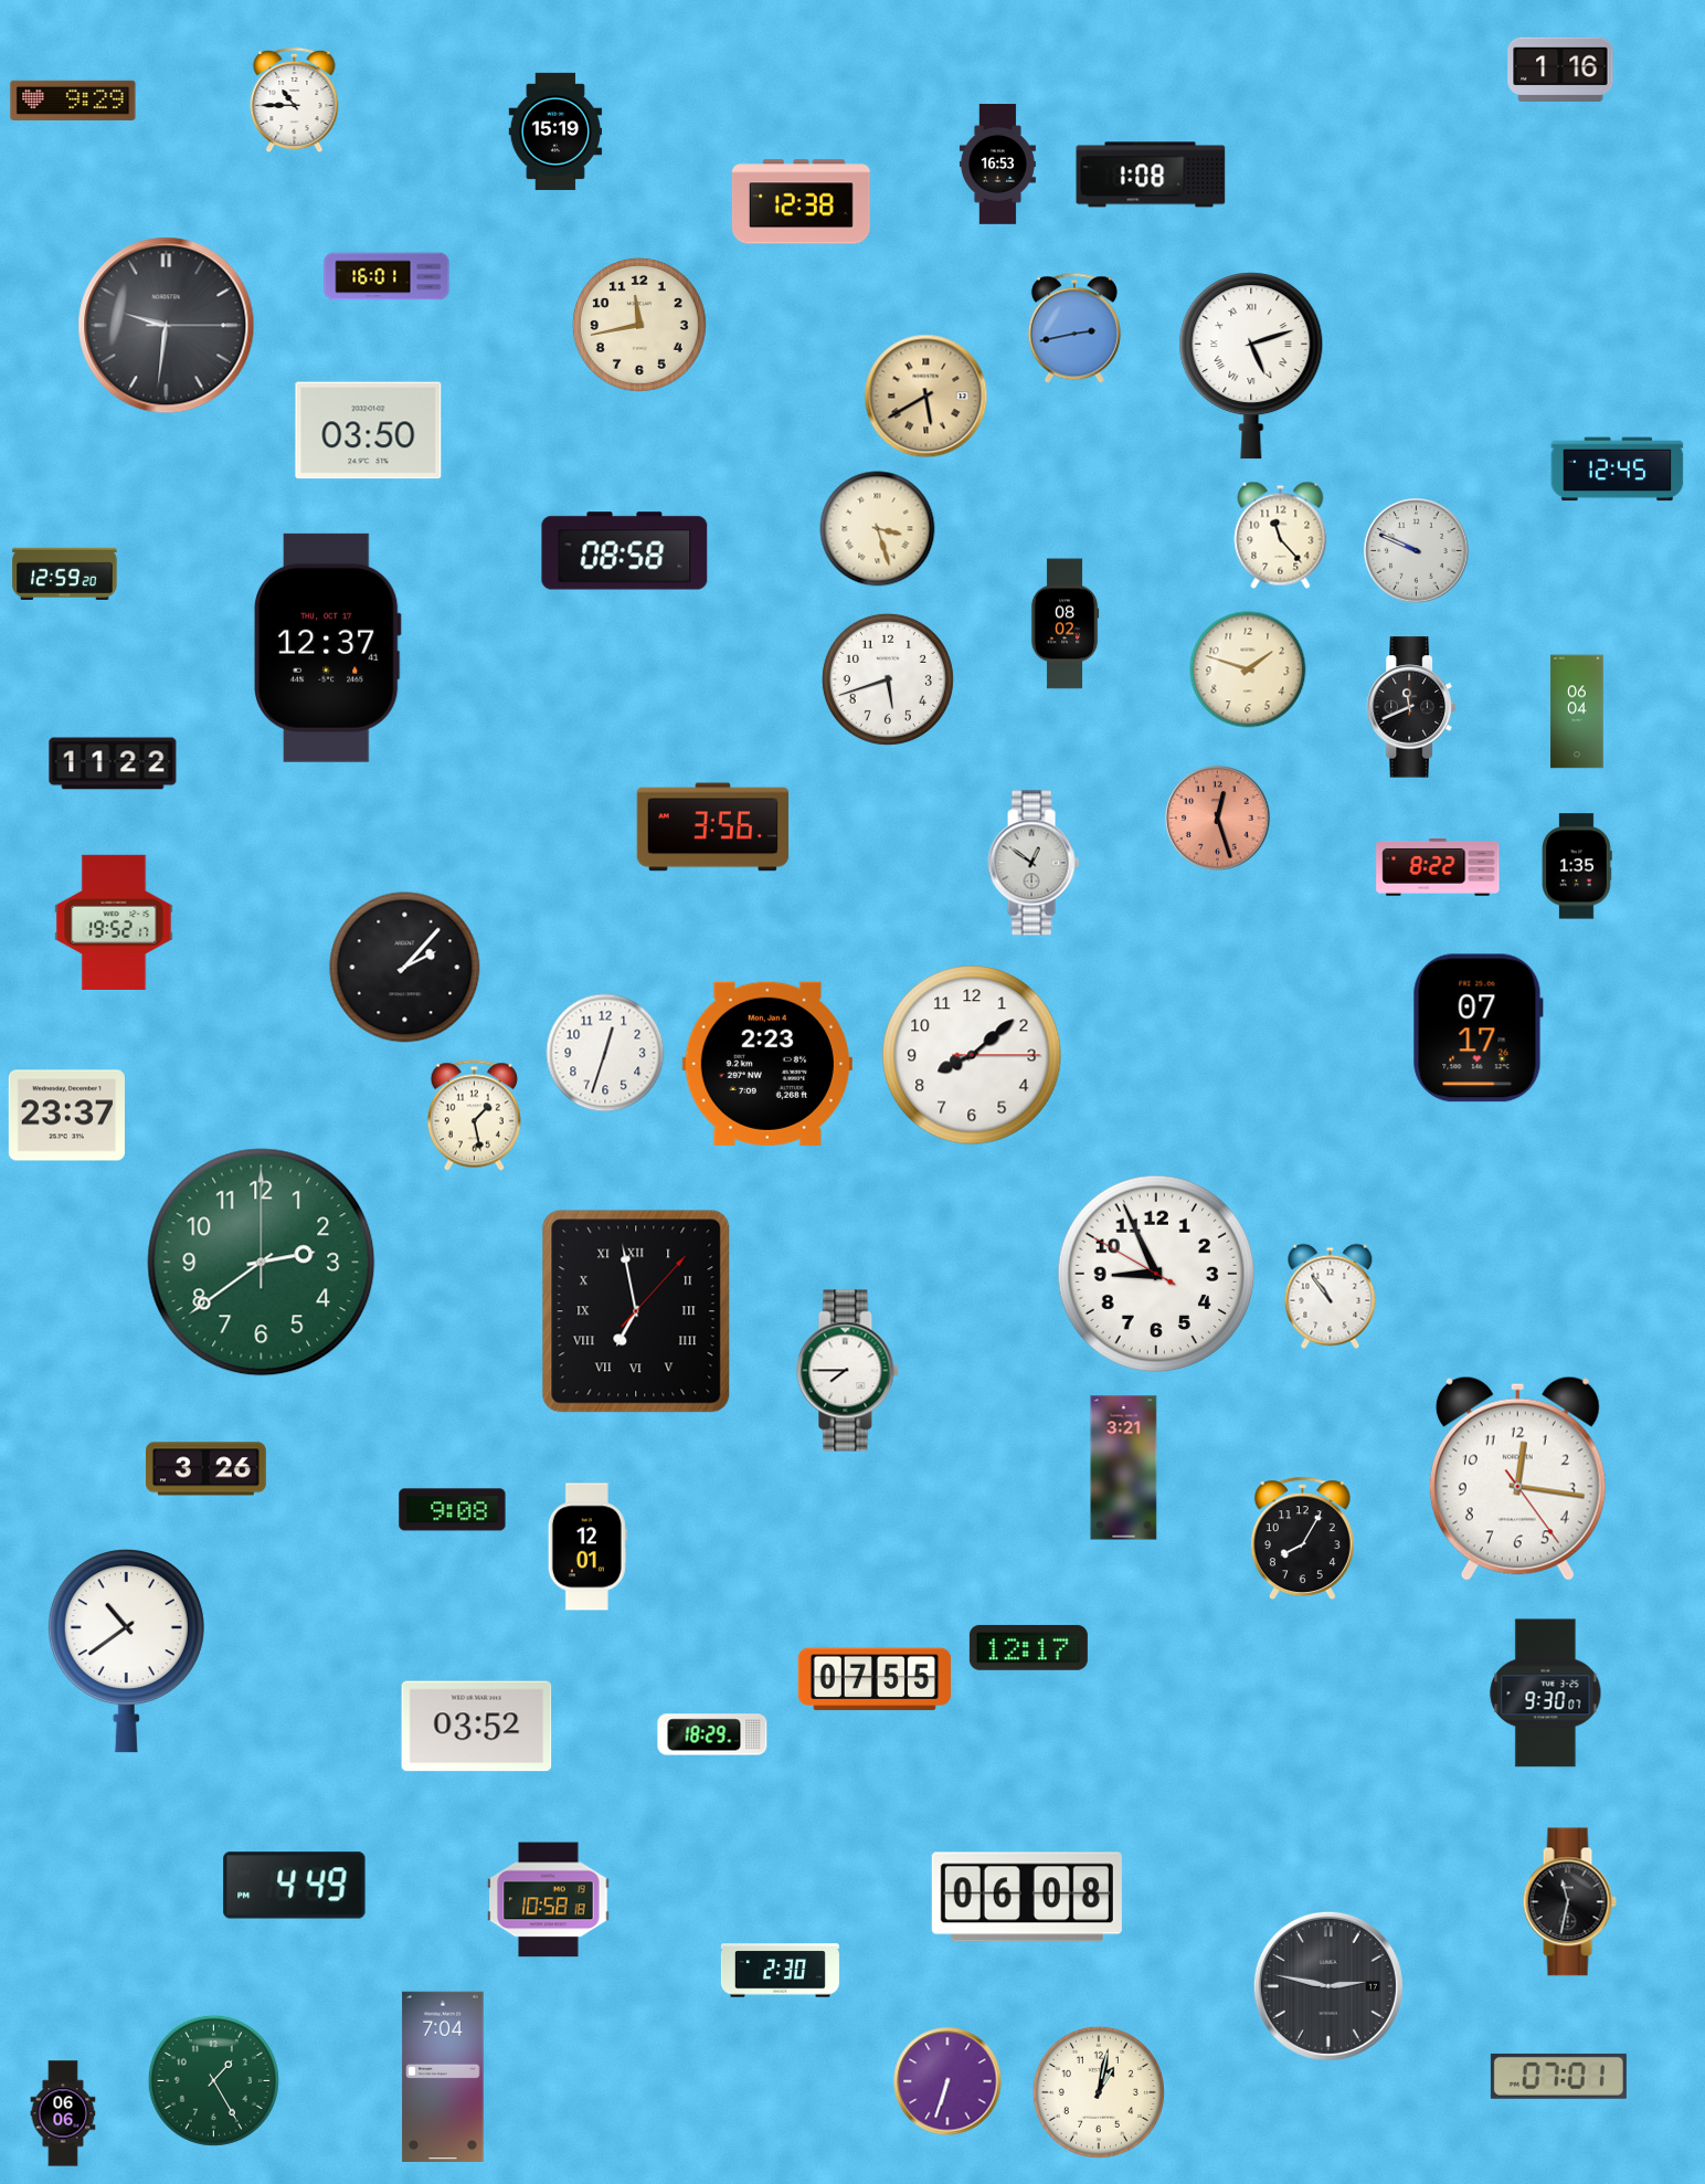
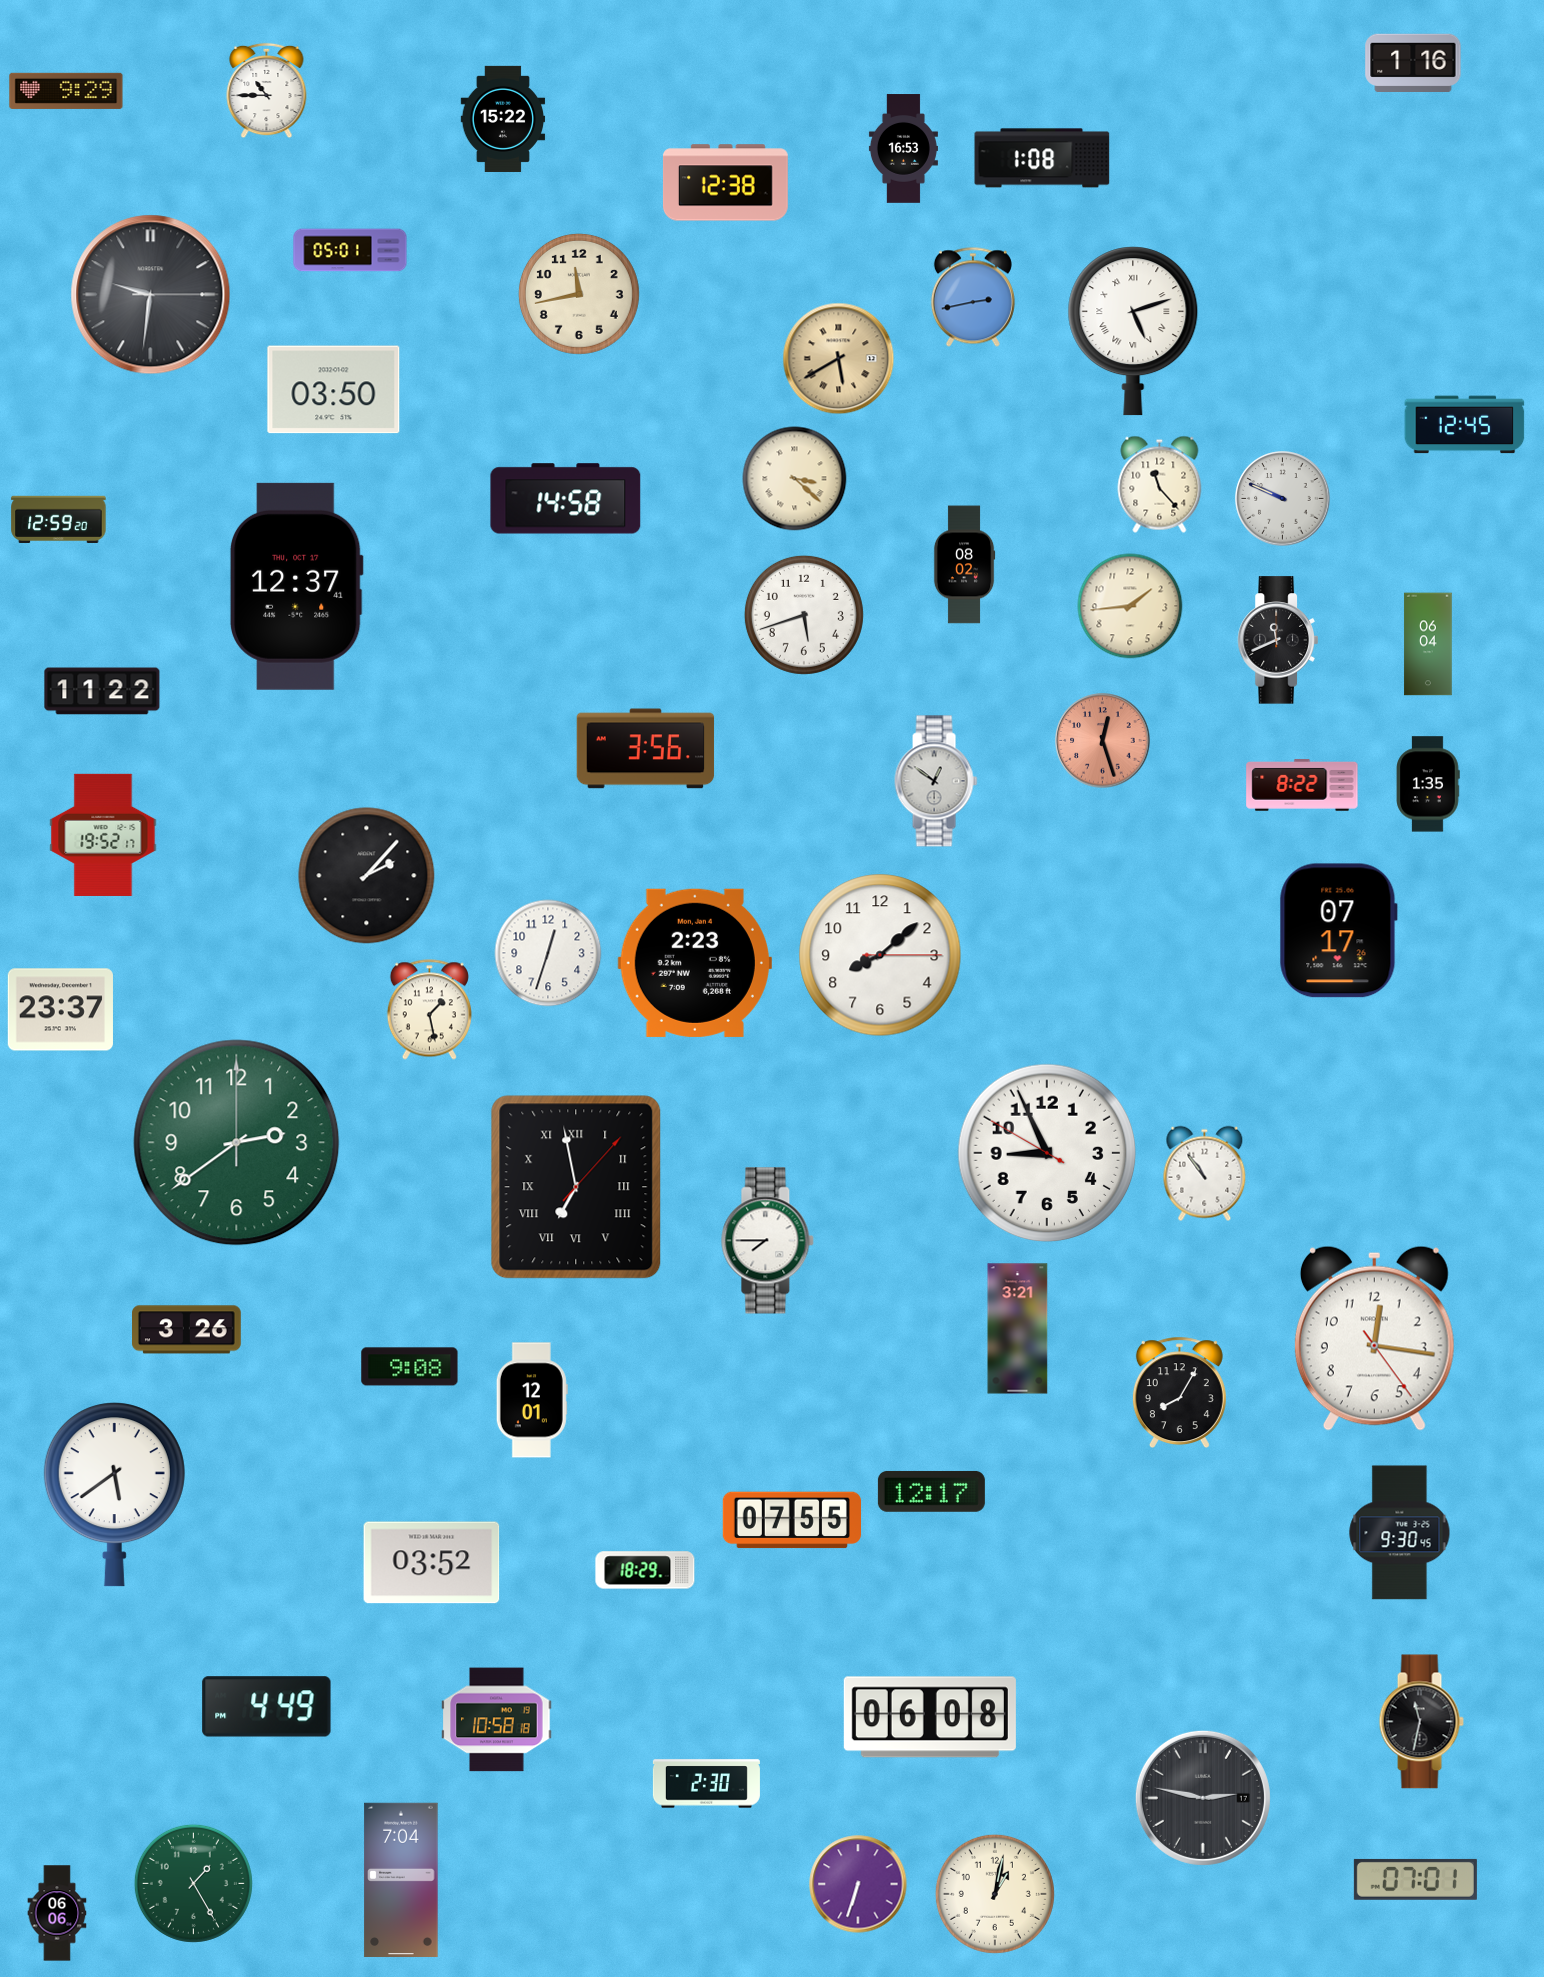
clock at (555, 131): 15:19 -> 15:22
clock at (386, 276): 16:01 -> 05:01
clock at (878, 529): 3:27 -> 3:22
clock at (625, 551): 08:58 -> 14:58
clock at (1248, 669): 1:48 -> 1:44
clock at (126, 1652): 10:39 -> 5:39
clock at (1546, 1694): 9:30:07 -> 9:30:45
clock at (1558, 2076) position: (1558, 2076) -> (1415, 1879)
